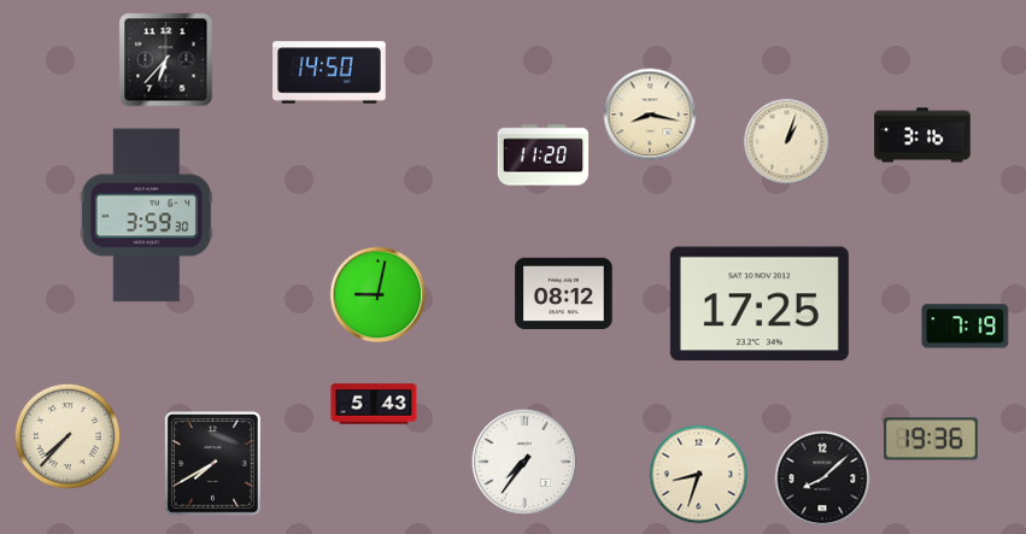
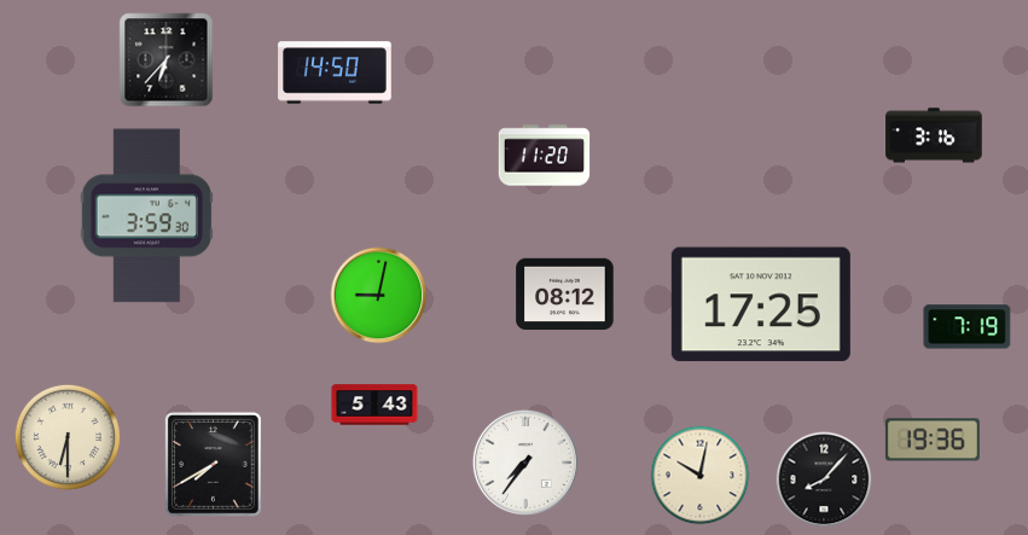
clock at (329, 72) position: (329, 72) -> (335, 72)
clock at (650, 115): 8:17 -> none
clock at (922, 135) position: (922, 135) -> (934, 135)
clock at (787, 142): 1:03 -> none
clock at (68, 436): 7:37 -> 6:30
clock at (699, 475): 8:33 -> 10:02
clock at (822, 479): 8:08 -> 8:07
